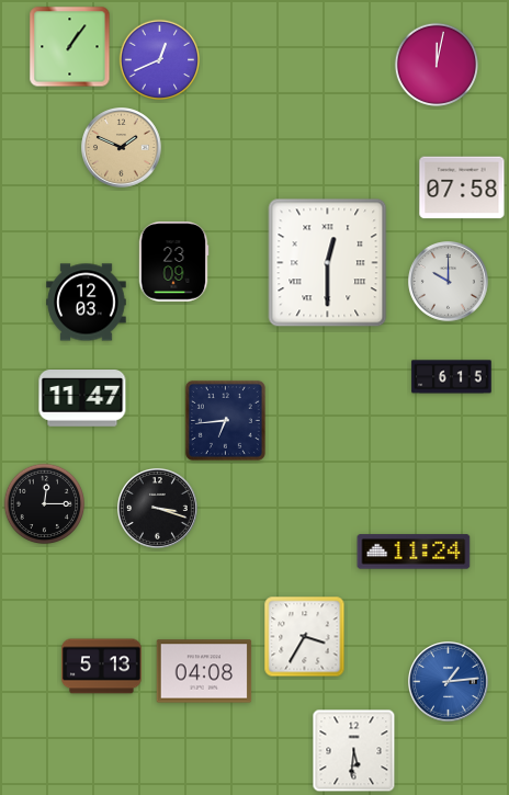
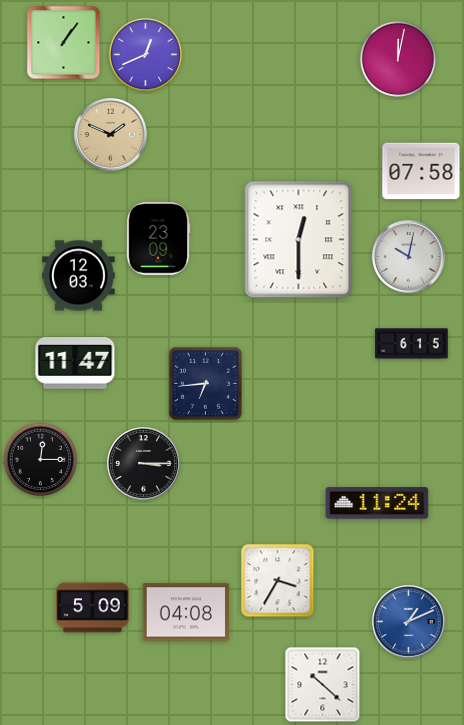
clock at (449, 282): 10:00 -> 10:02
clock at (158, 509): 3:18 -> 3:15
clock at (102, 667): 5:13 -> 5:09
clock at (449, 682): 1:14 -> 1:11
clock at (354, 751): 5:31 -> 10:22
